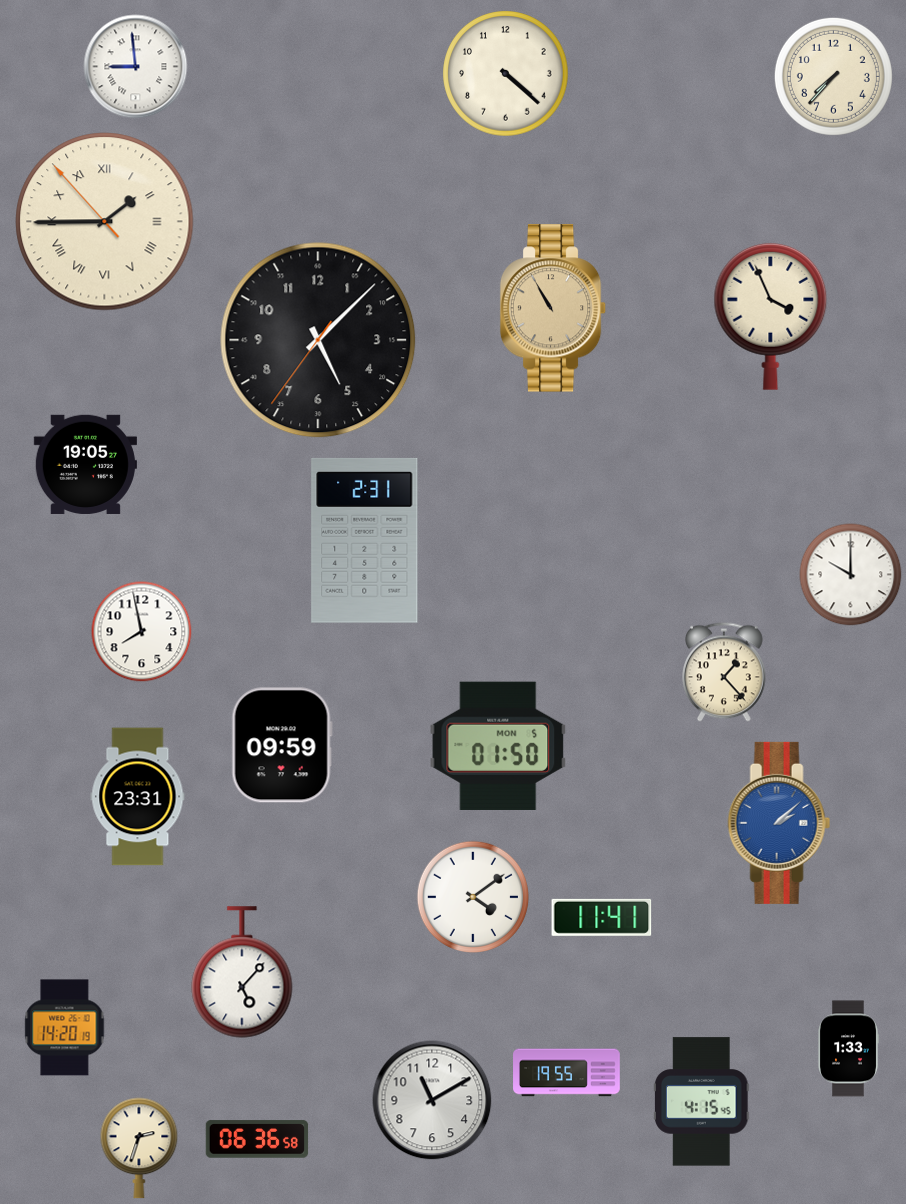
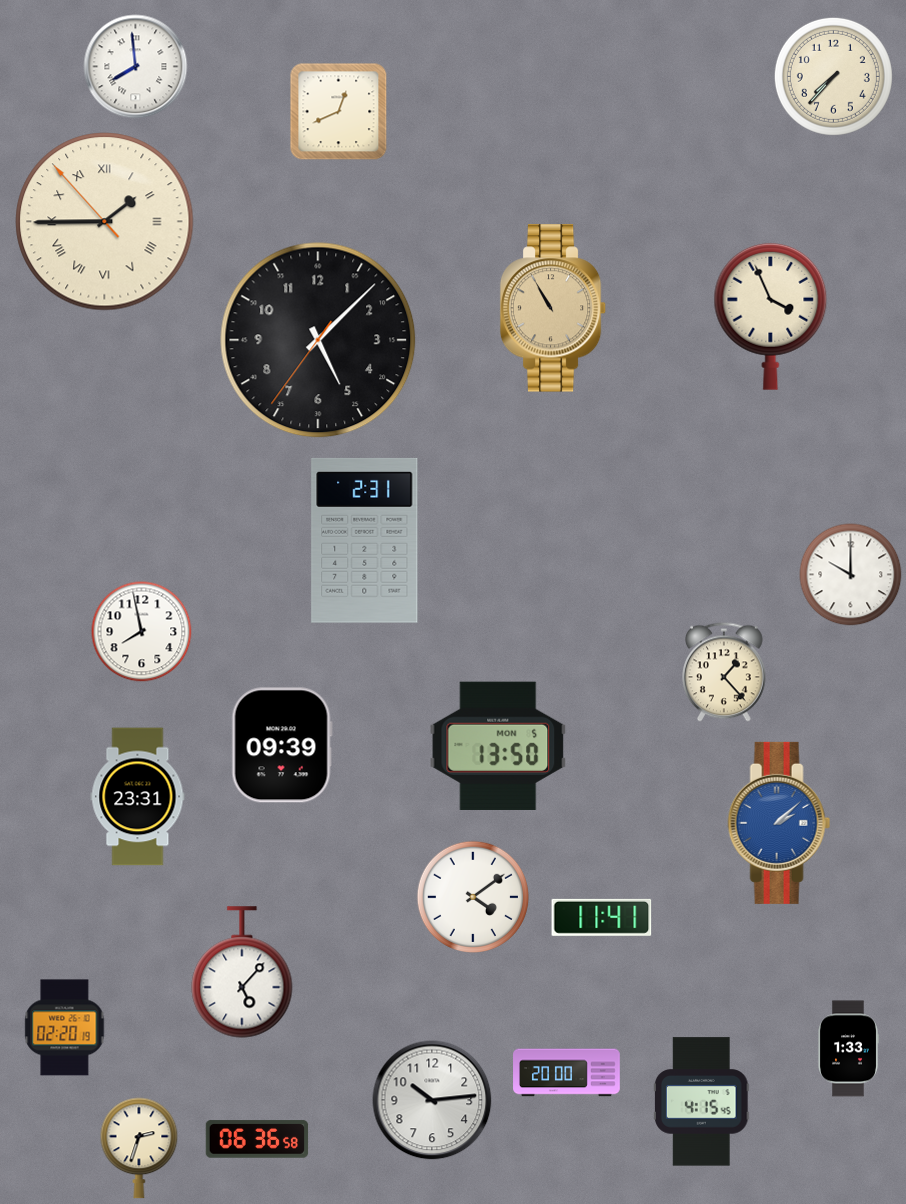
clock at (136, 67): 8:59 -> 7:59
clock at (506, 74): 4:22 -> none
clock at (339, 112): none -> 12:41
clock at (85, 464): 19:05 -> none
clock at (282, 745): 09:59 -> 09:39
clock at (498, 746): 01:50 -> 13:50
clock at (65, 1028): 14:20 -> 02:20
clock at (567, 1073): 19:55 -> 20:00
clock at (432, 1100): 11:10 -> 10:14
